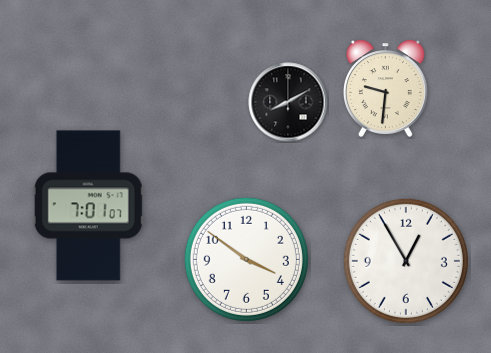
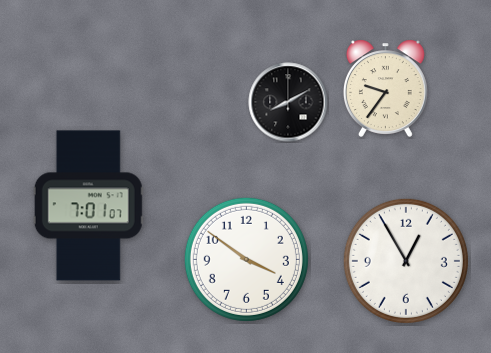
clock at (385, 88): 9:31 -> 9:36
